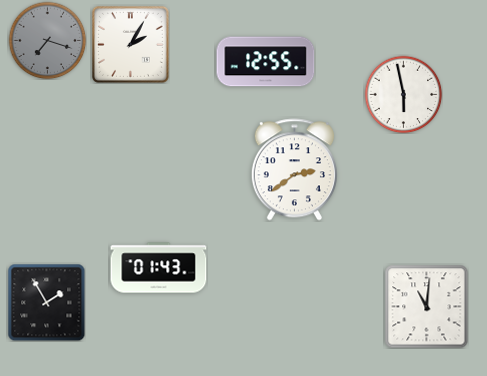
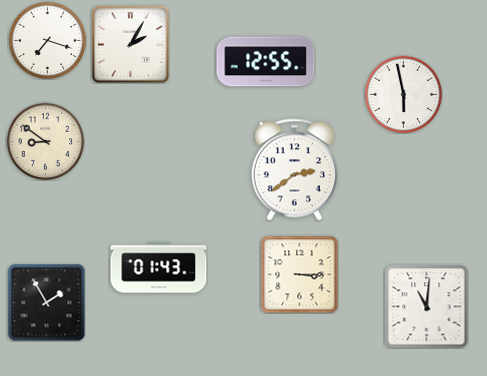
clock at (47, 40) dial: grey -> white
clock at (45, 141): none -> 8:51
clock at (299, 274): none -> 3:15
